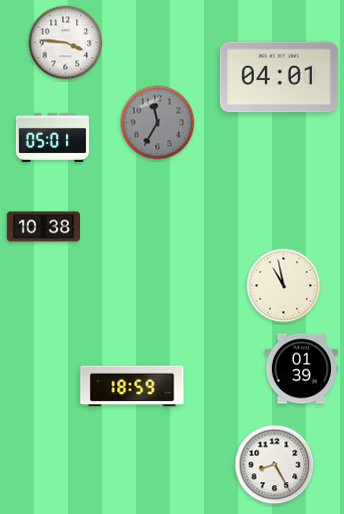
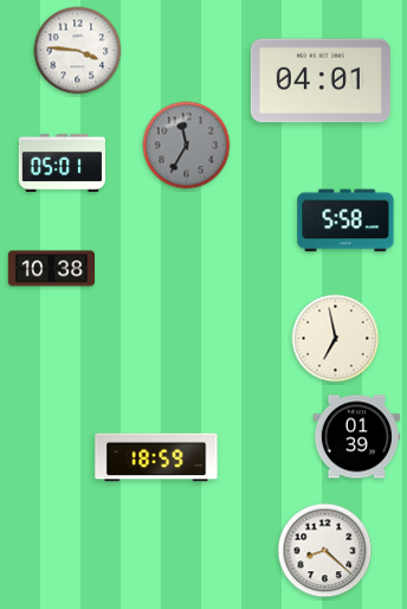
clock at (279, 77) position: (279, 77) -> (321, 81)
clock at (345, 220): none -> 5:58
clock at (284, 286): 10:58 -> 6:58
clock at (275, 465): 8:25 -> 8:22
